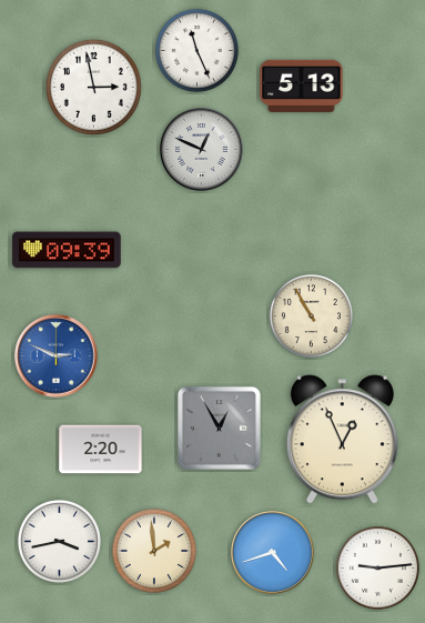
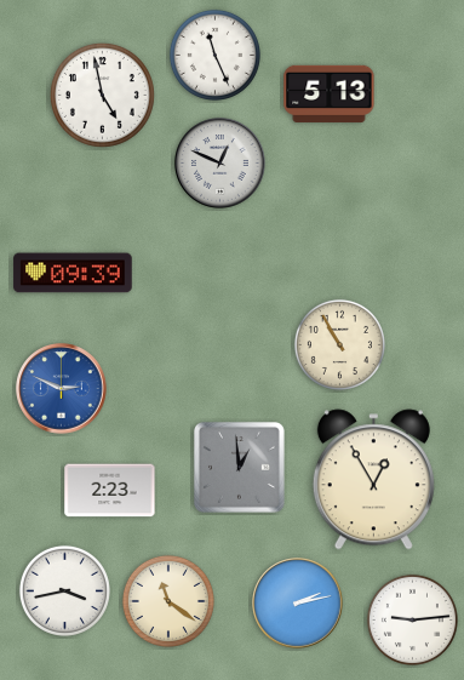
clock at (93, 87): 2:58 -> 4:58
clock at (219, 428): 12:55 -> 12:59
clock at (342, 440): 12:56 -> 12:55
clock at (101, 450): 2:20 -> 2:23
clock at (154, 551): 1:59 -> 11:21
clock at (273, 553): 4:42 -> 2:13
